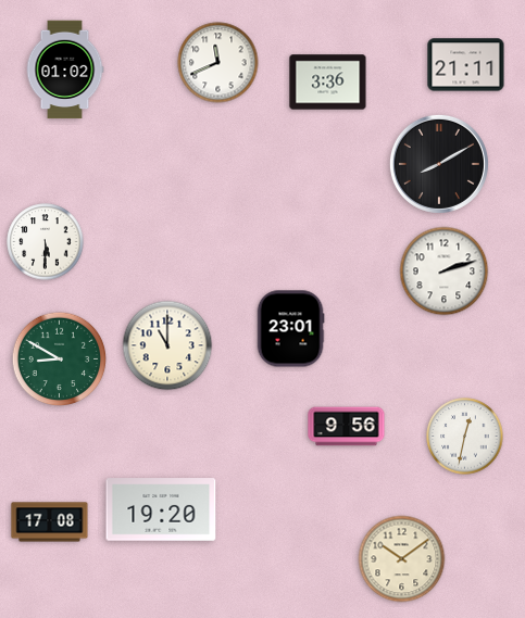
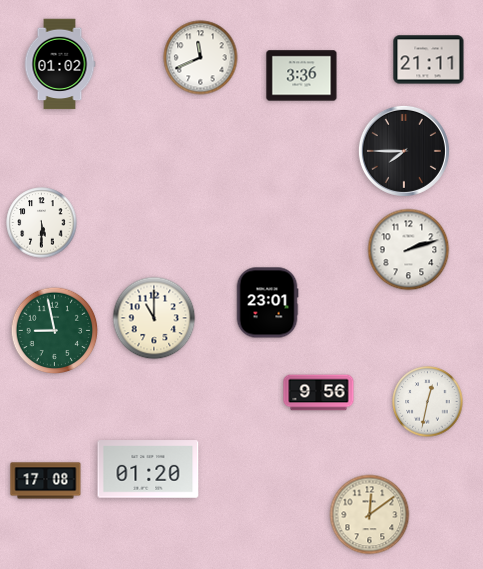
clock at (439, 164): 8:10 -> 7:45
clock at (60, 360): 8:50 -> 8:58
clock at (161, 509): 19:20 -> 01:20
clock at (402, 559): 10:09 -> 12:09
